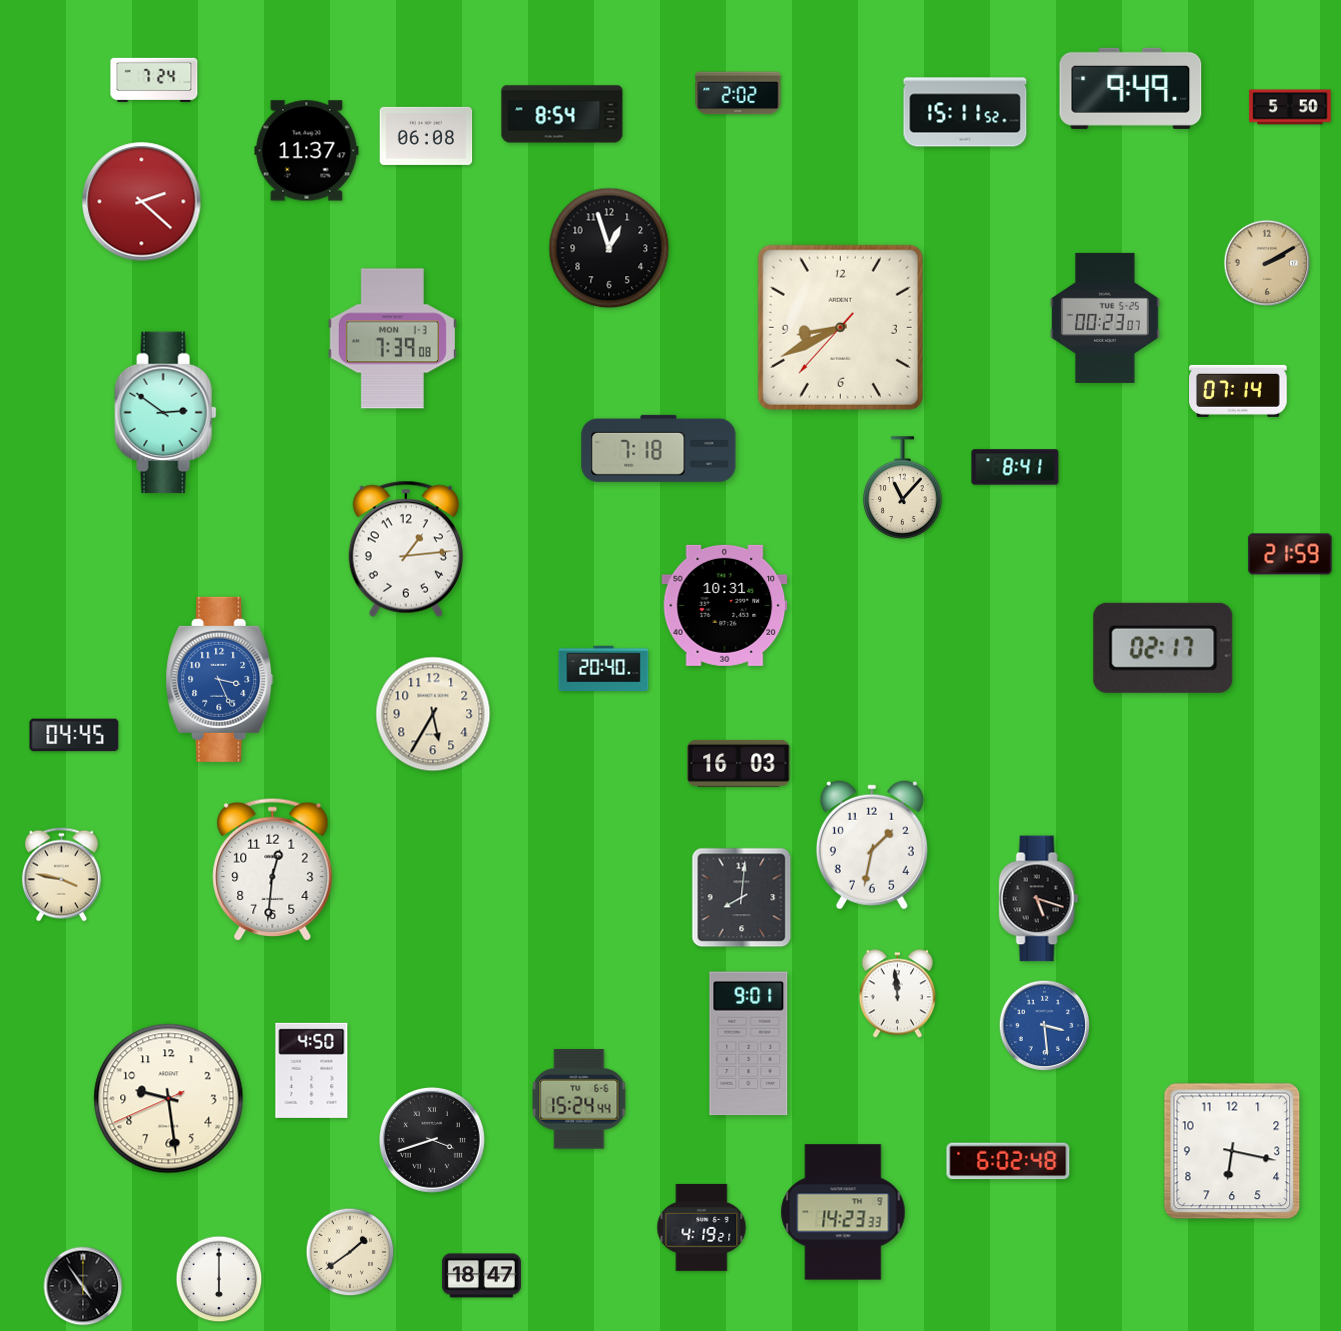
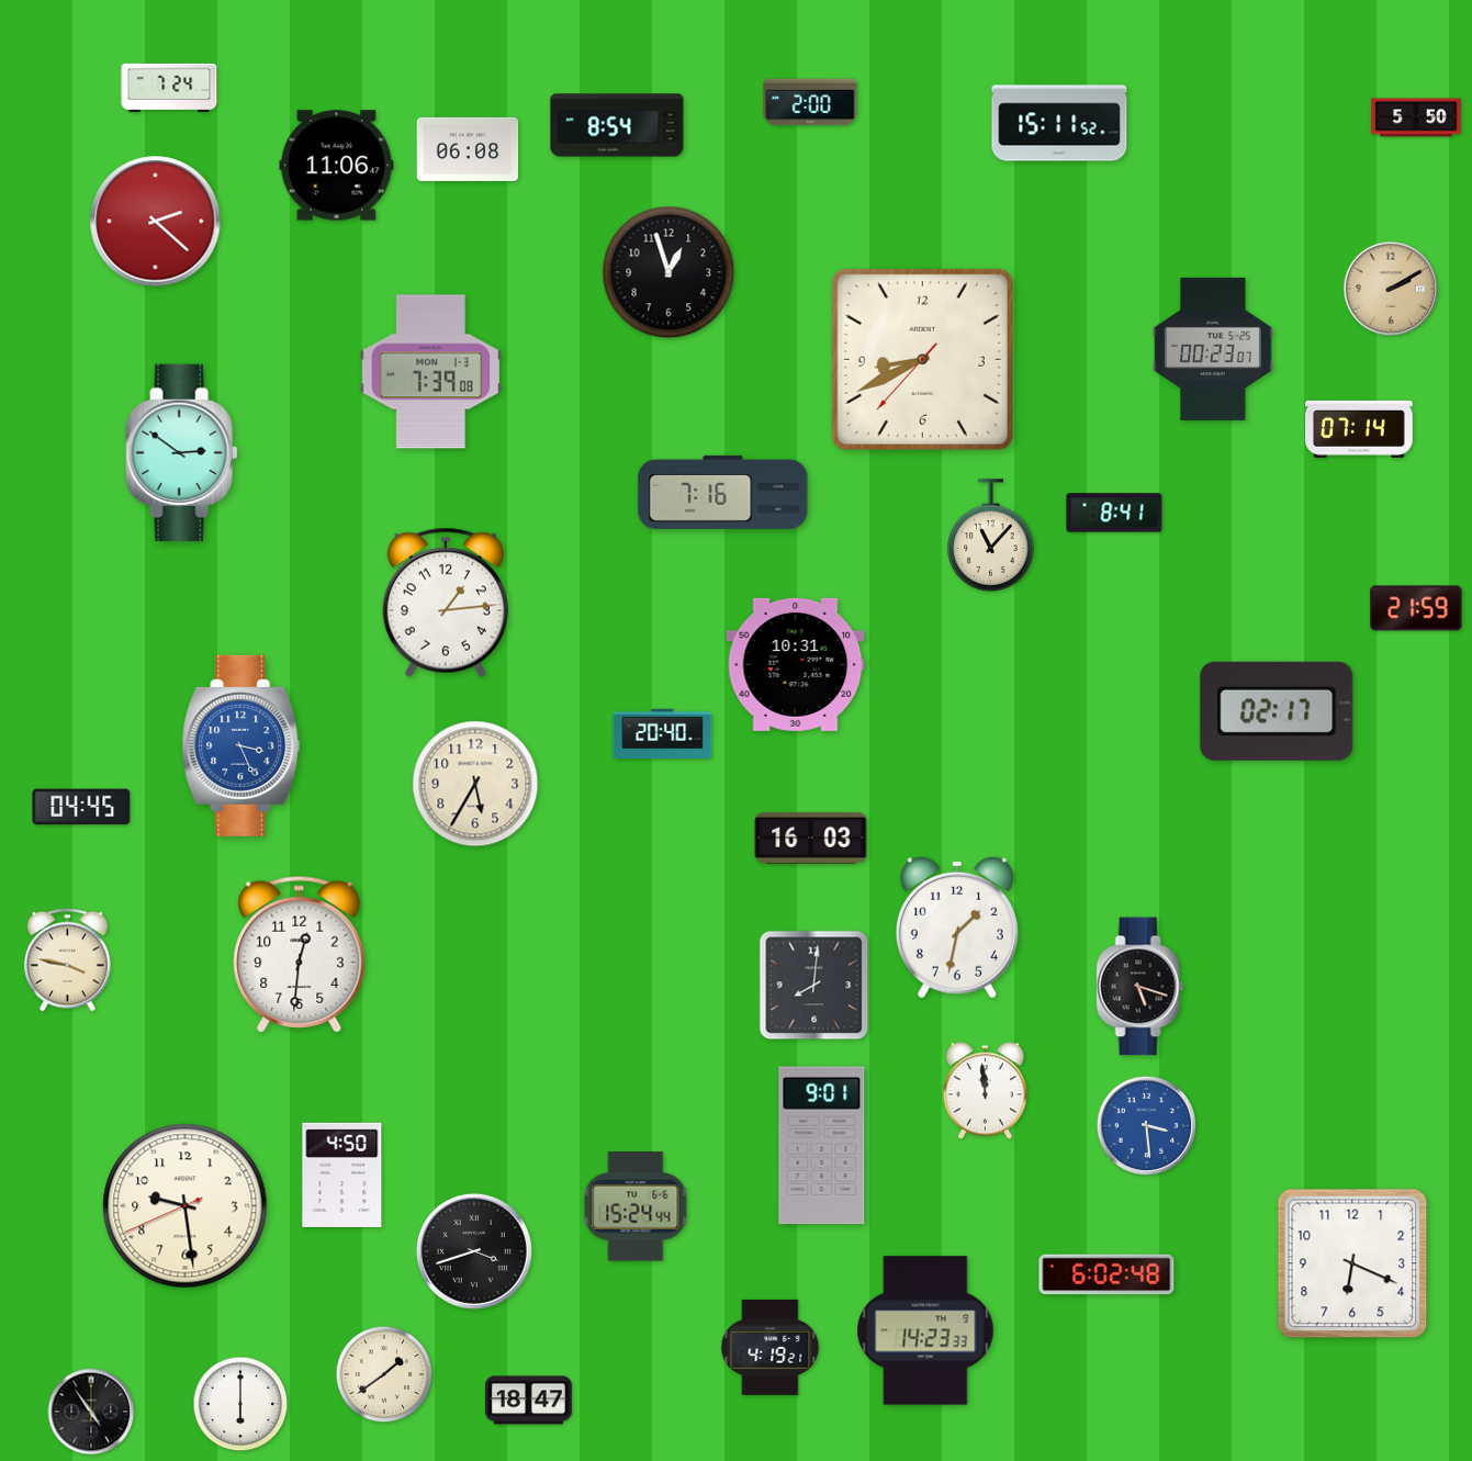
clock at (1131, 88): 9:49 -> none
clock at (738, 93): 2:02 -> 2:00
clock at (307, 151): 11:37 -> 11:06
clock at (659, 448): 7:18 -> 7:16
clock at (1232, 1151): 6:17 -> 6:19
